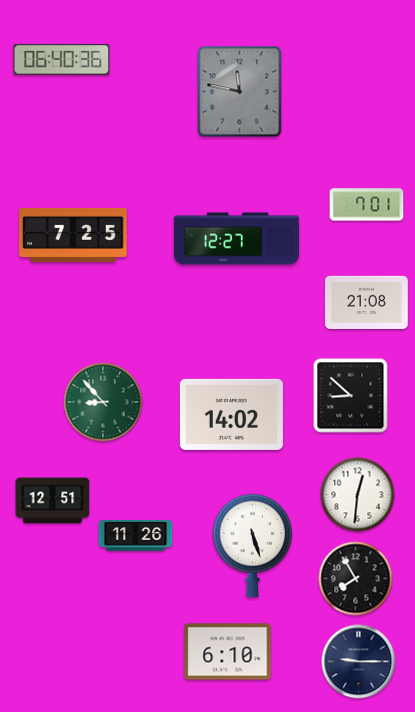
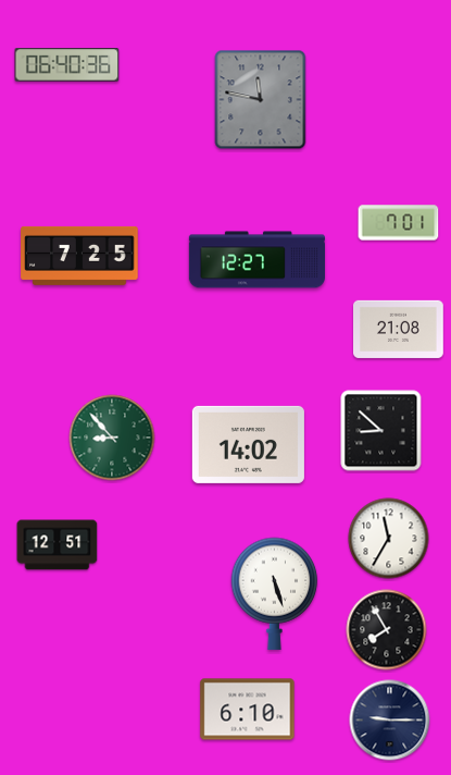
clock at (231, 414) position: (231, 414) -> (248, 444)
clock at (358, 495): 12:31 -> 11:35
clock at (136, 536): 11:26 -> none
